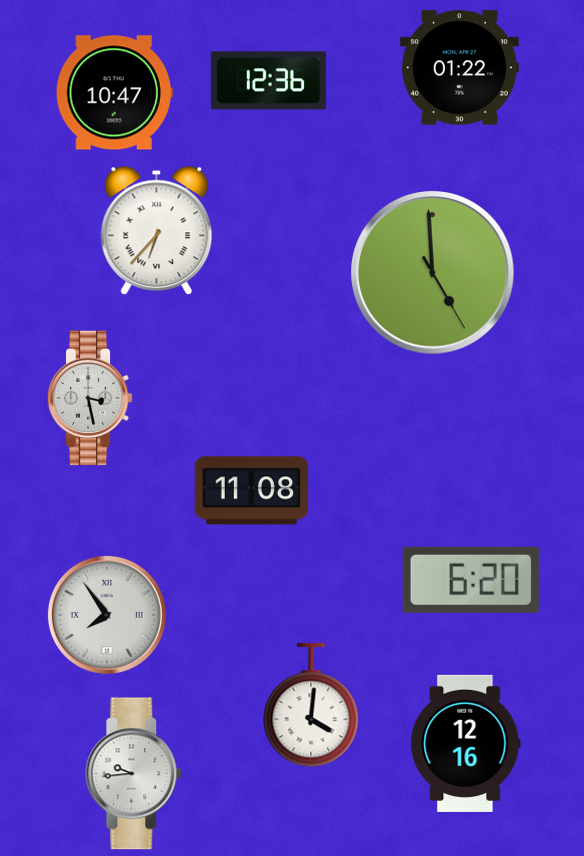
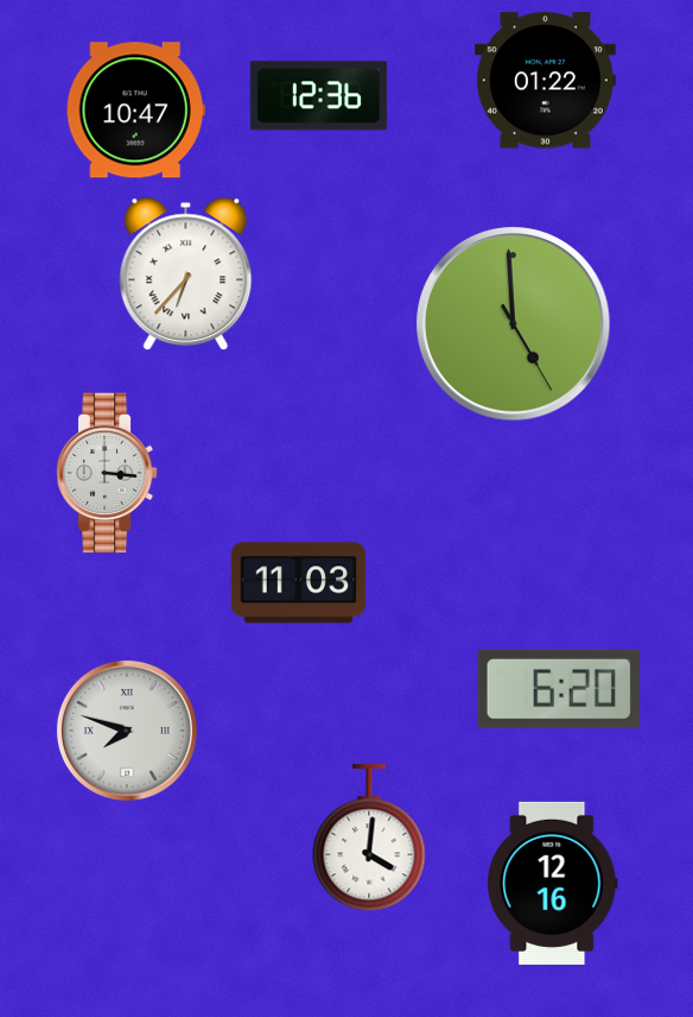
clock at (90, 398): 3:28 -> 3:16
clock at (252, 491): 11:08 -> 11:03
clock at (107, 615): 7:54 -> 7:48
clock at (134, 774): 9:44 -> none
